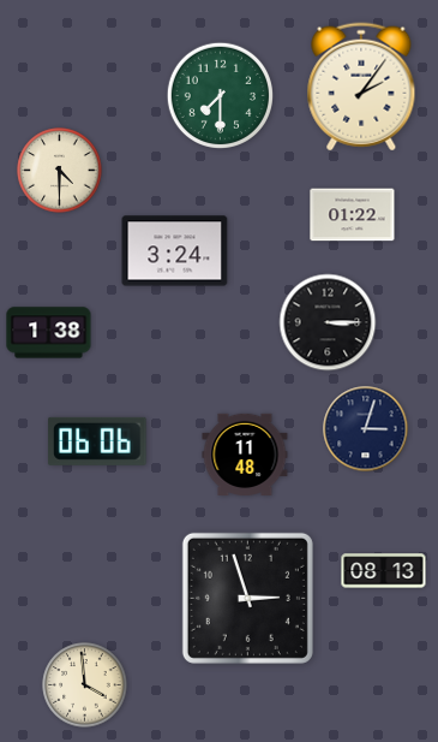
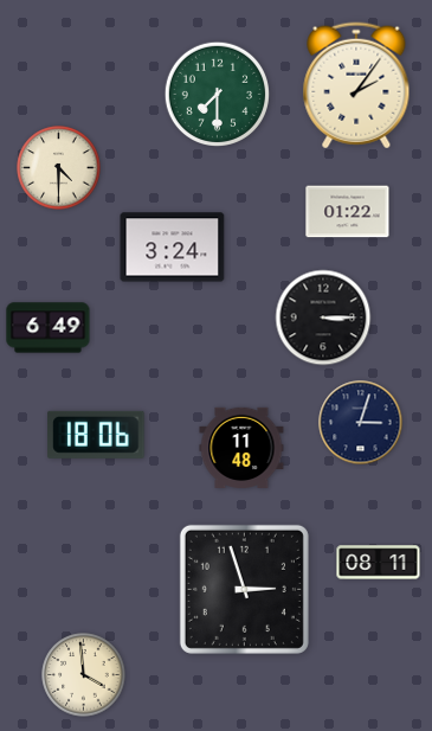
clock at (49, 333): 1:38 -> 6:49
clock at (97, 441): 06:06 -> 18:06
clock at (384, 571): 08:13 -> 08:11
